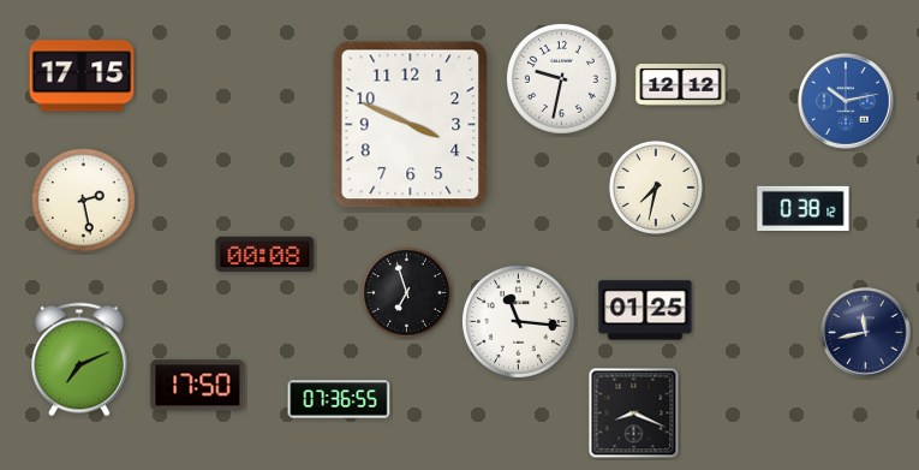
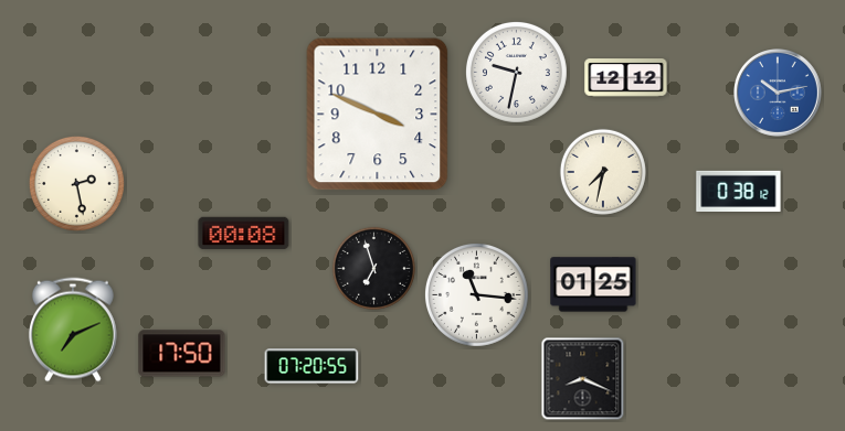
clock at (82, 76): 17:15 -> none
clock at (866, 333): 11:43 -> none
clock at (339, 399): 07:36 -> 07:20
